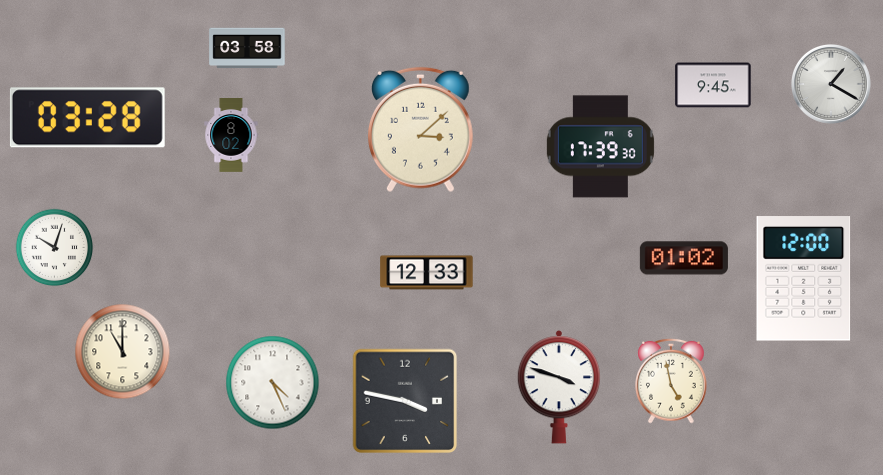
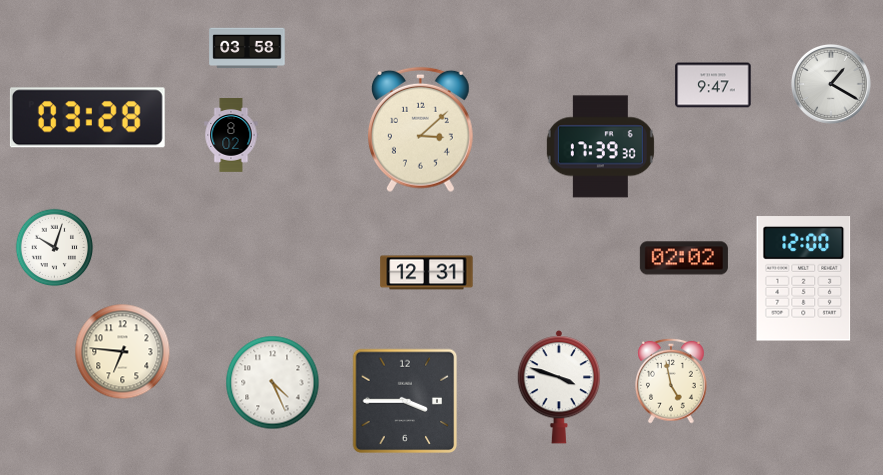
clock at (713, 85): 9:45 -> 9:47
clock at (684, 258): 01:02 -> 02:02
clock at (427, 273): 12:33 -> 12:31
clock at (123, 352): 11:00 -> 6:46
clock at (405, 401): 3:47 -> 3:45
